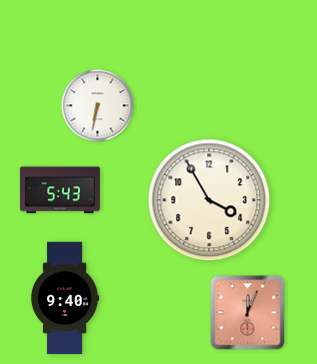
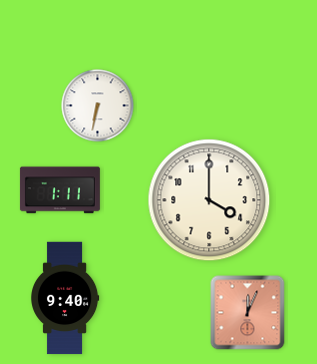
clock at (60, 190): 5:43 -> 1:11
clock at (209, 200): 3:55 -> 4:00
